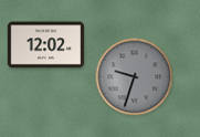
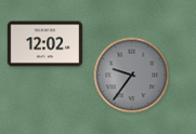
clock at (135, 77): 9:33 -> 9:36
